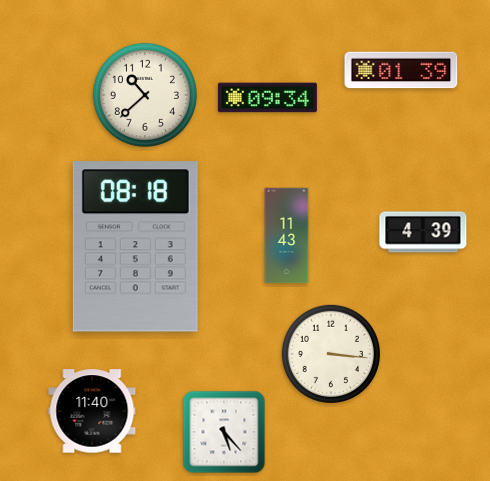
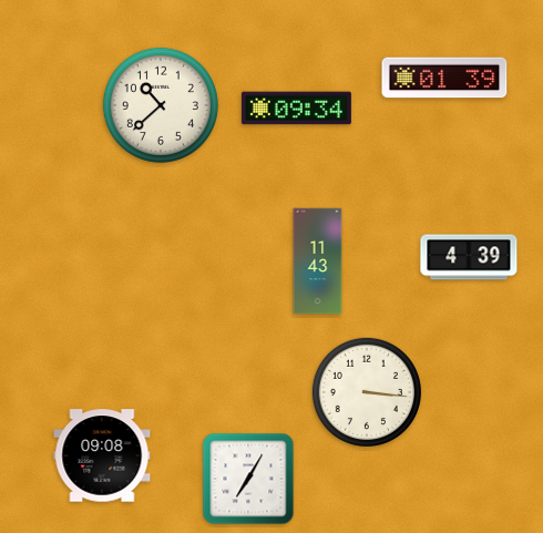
clock at (135, 247): 08:18 -> none
clock at (92, 411): 11:40 -> 09:08
clock at (224, 432): 5:23 -> 7:05
